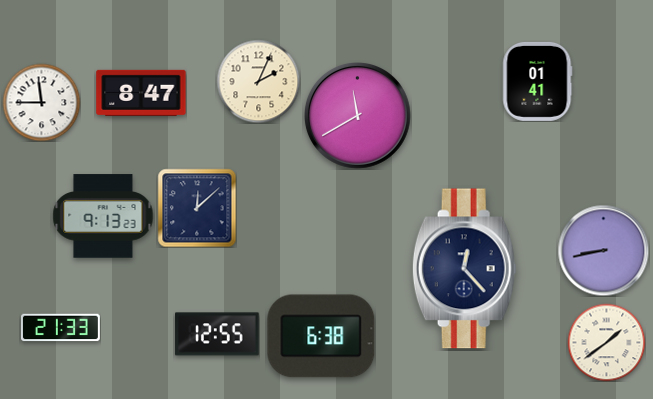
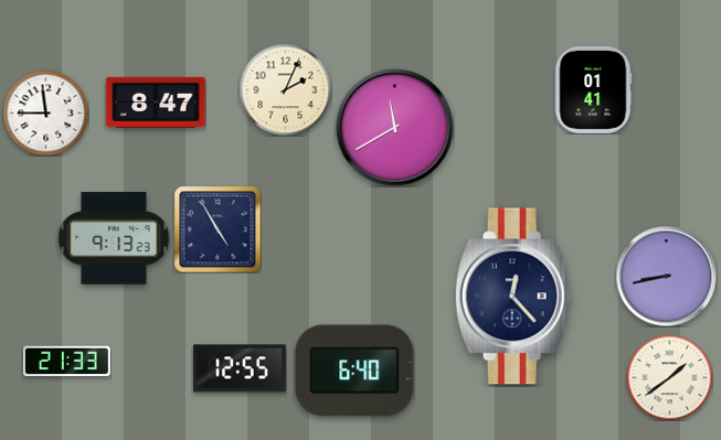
clock at (197, 208): 12:08 -> 4:55
clock at (321, 336): 6:38 -> 6:40
